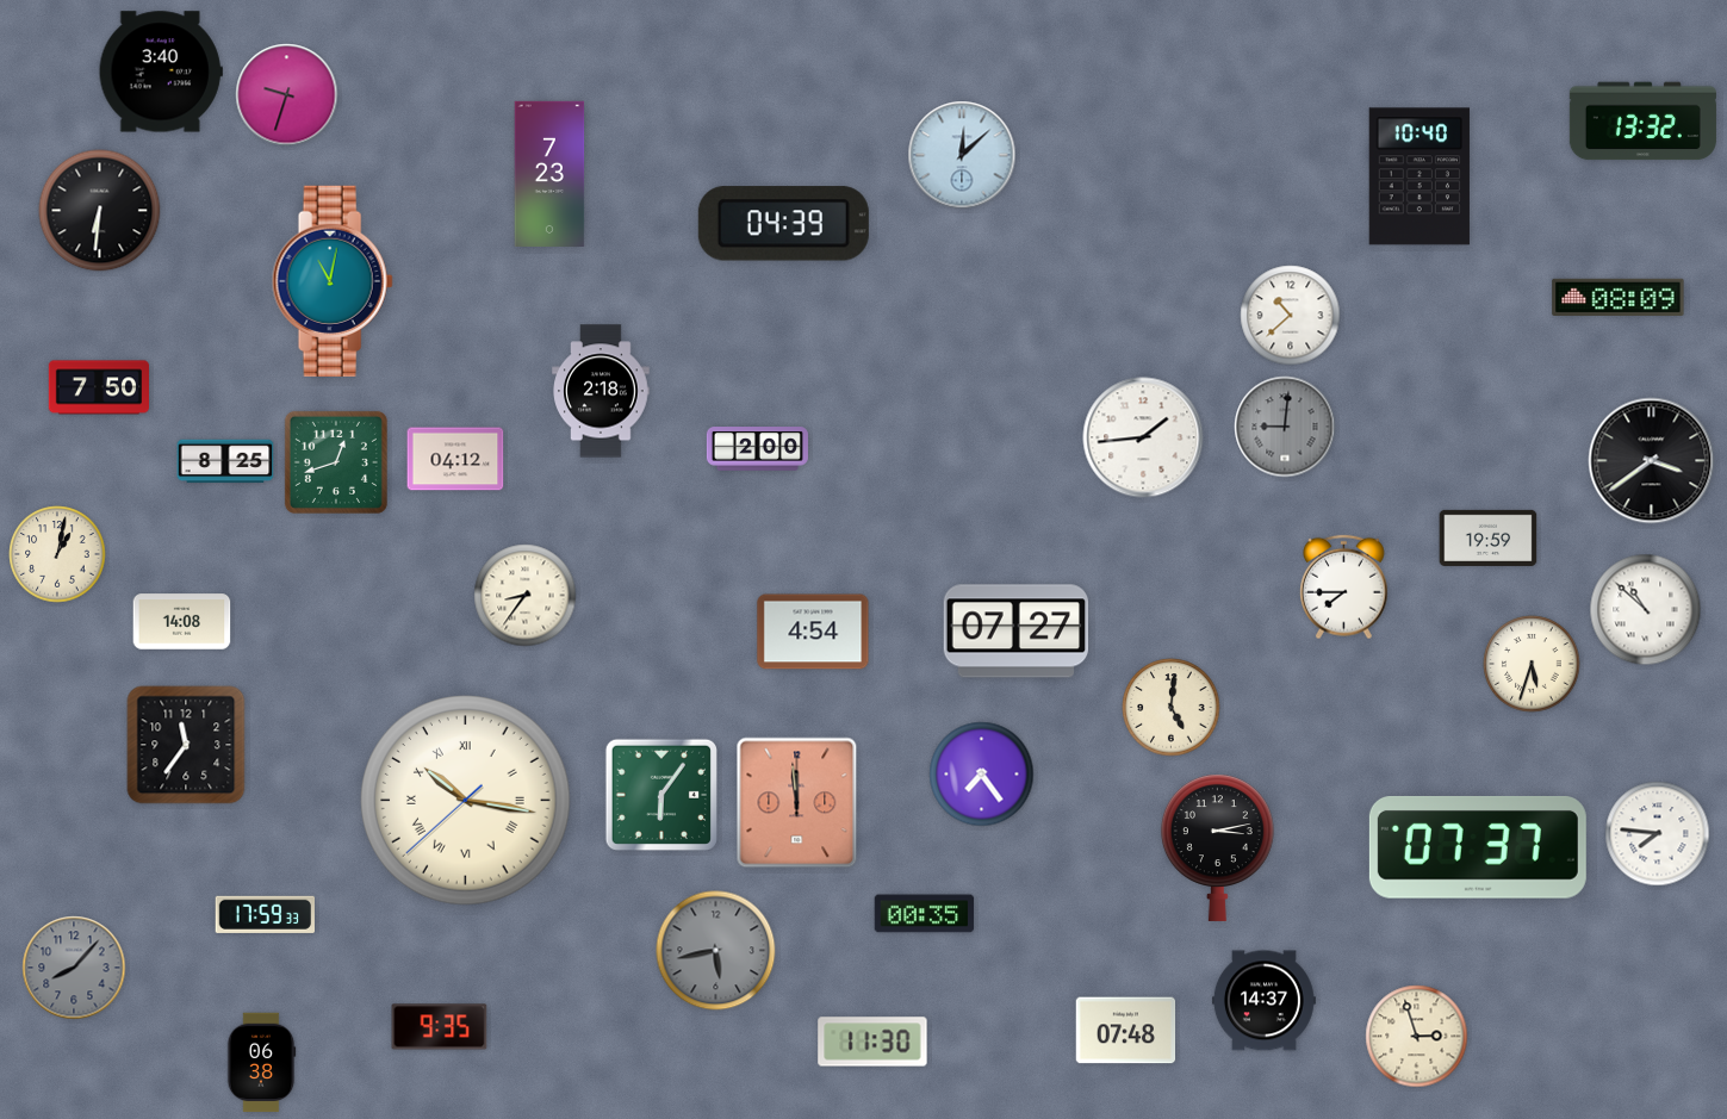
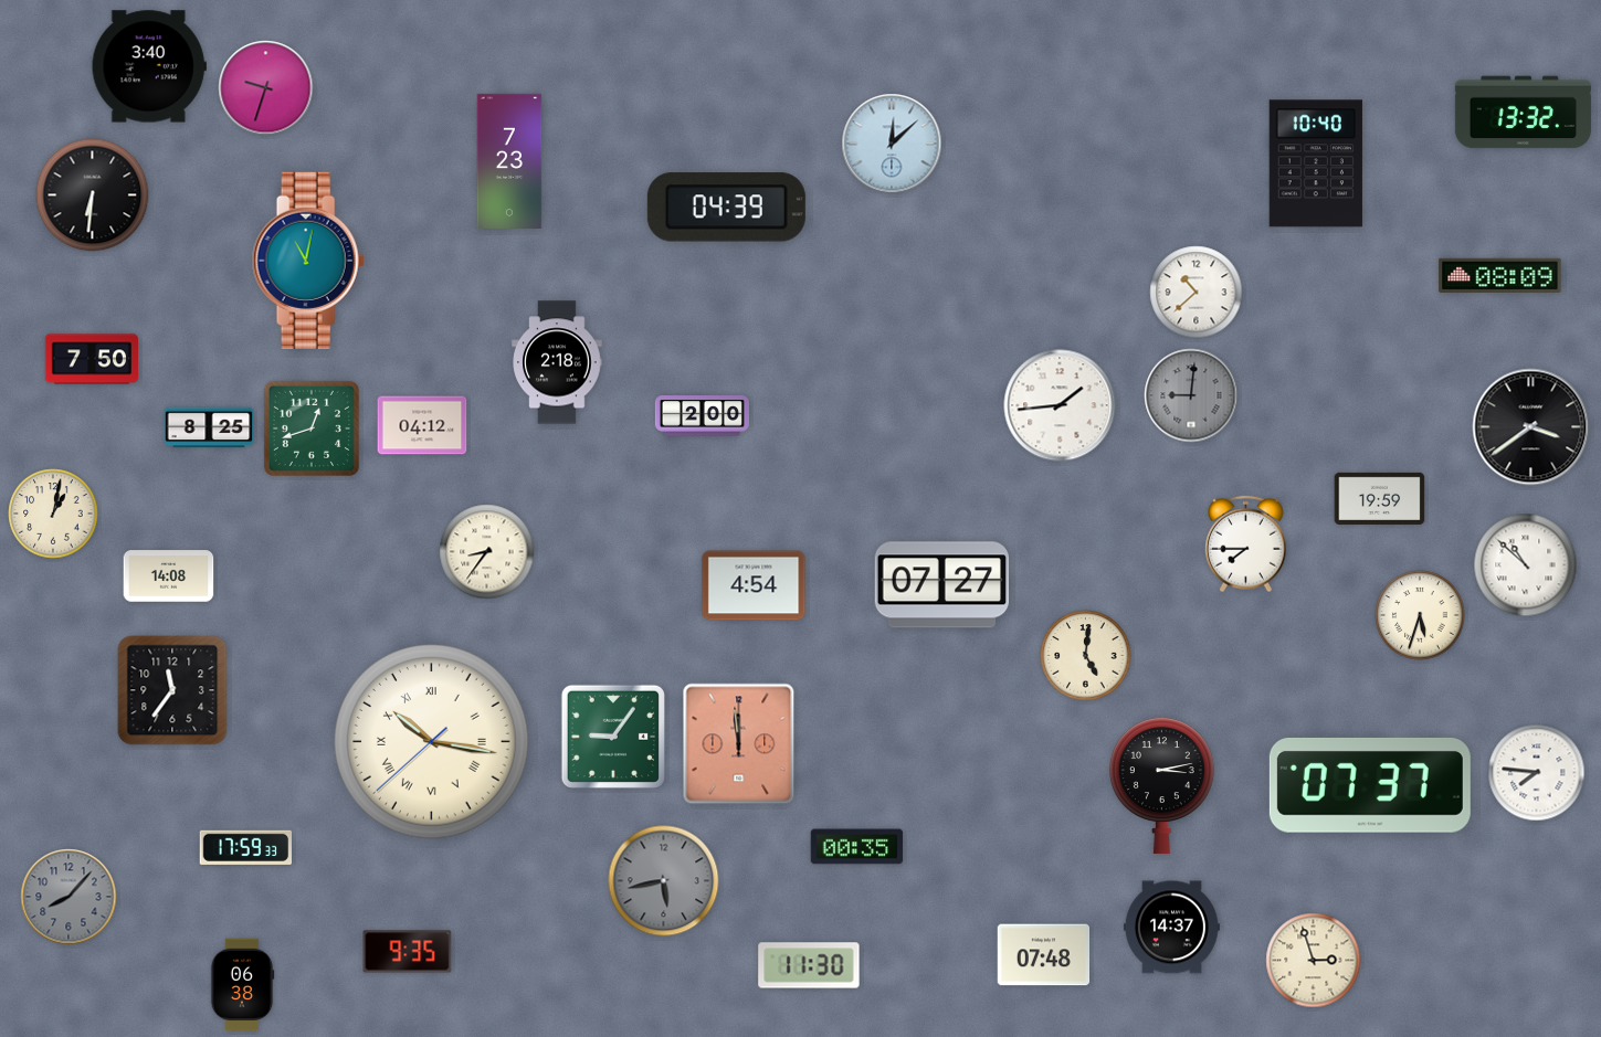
clock at (982, 775): 7:24 -> none
clock at (660, 794): 6:06 -> 9:06
clock at (1217, 847) position: (1217, 847) -> (1161, 785)
